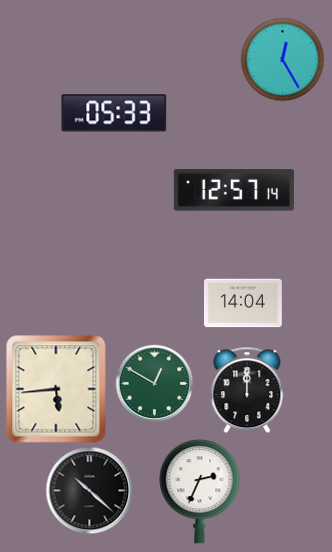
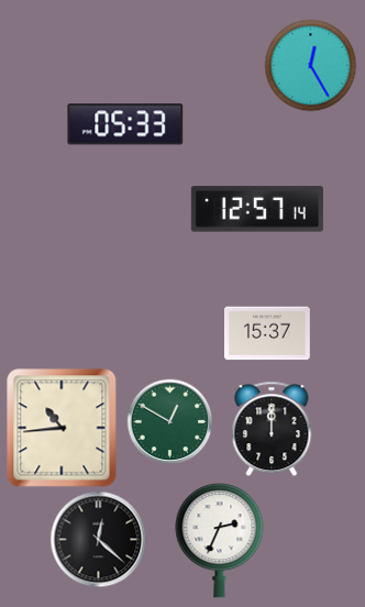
clock at (244, 303): 14:04 -> 15:37
clock at (56, 389): 5:44 -> 10:44
clock at (89, 490): 10:22 -> 12:22
